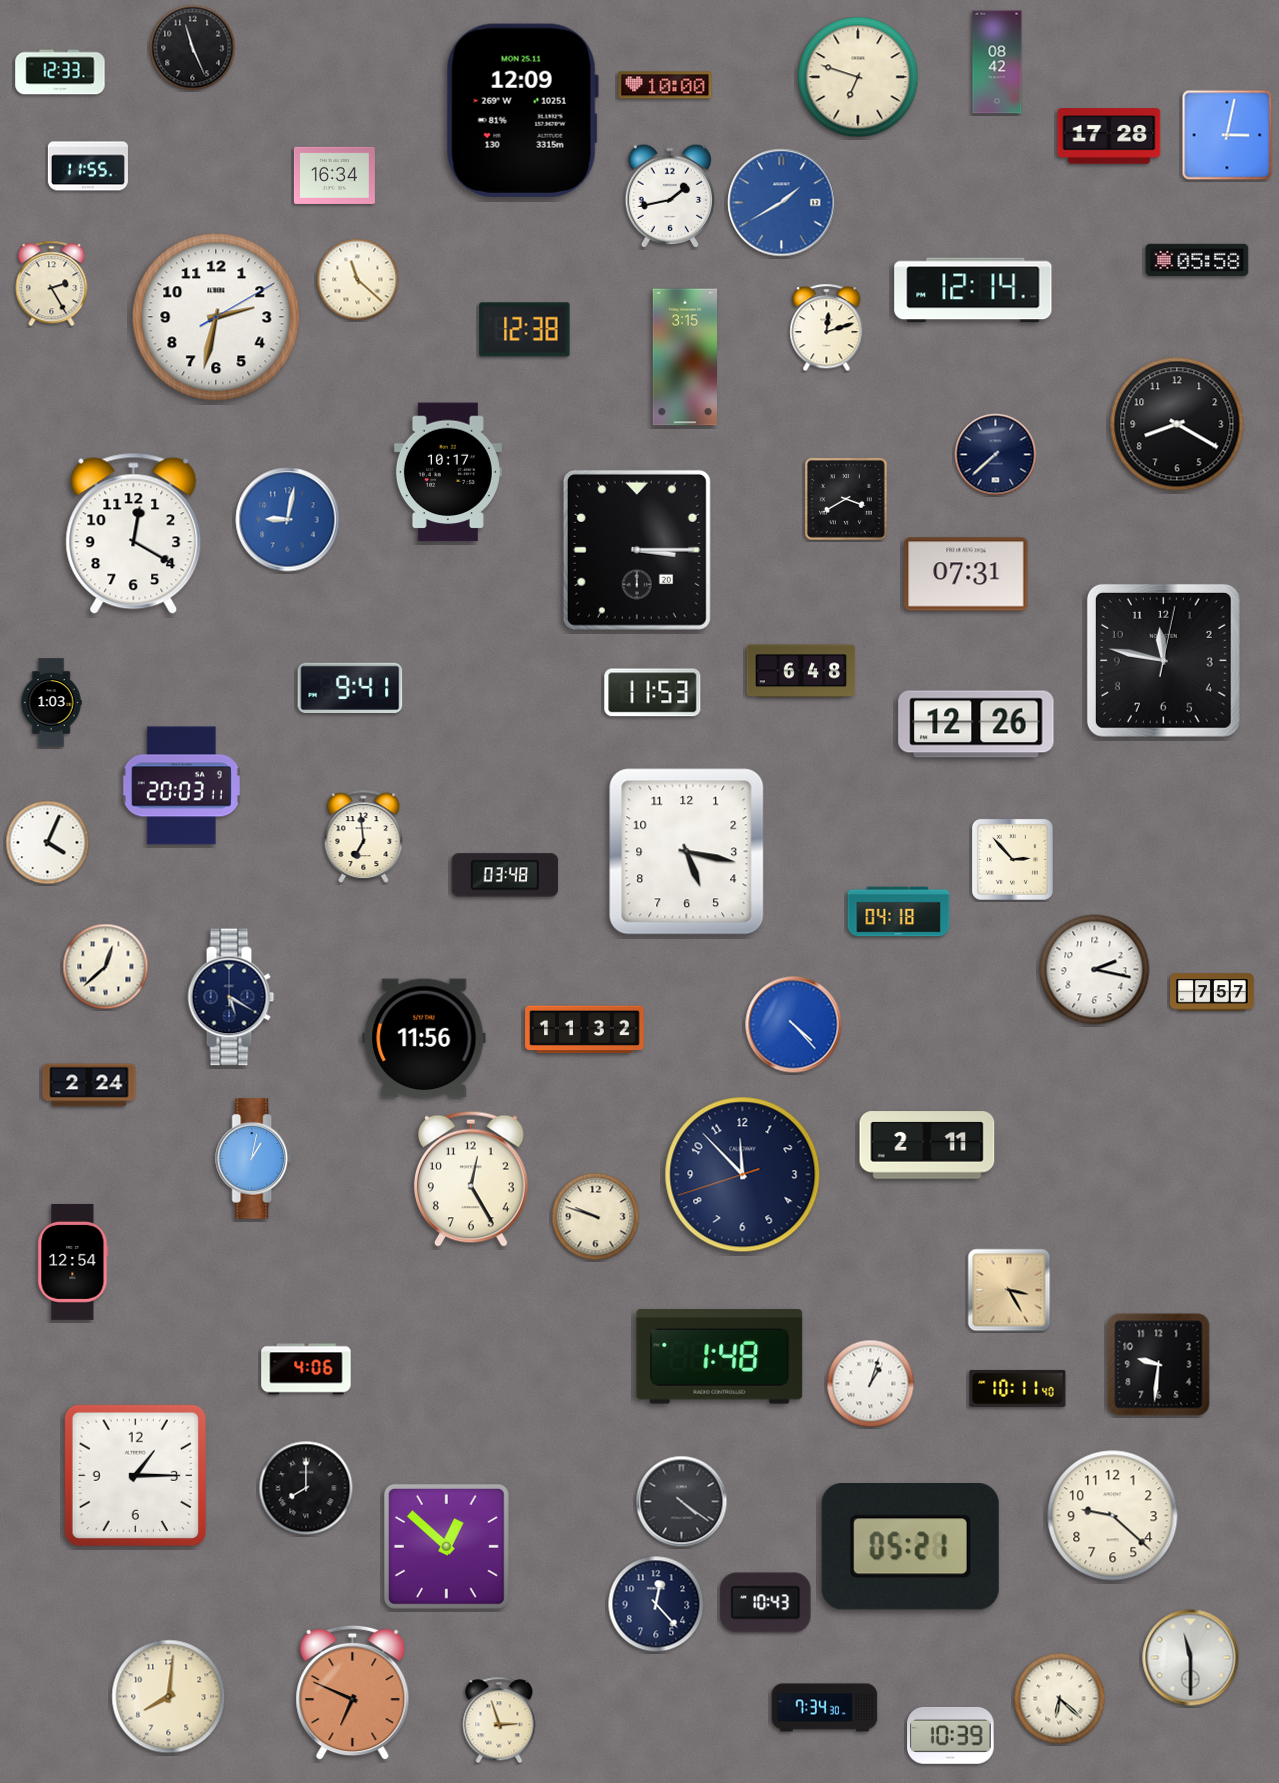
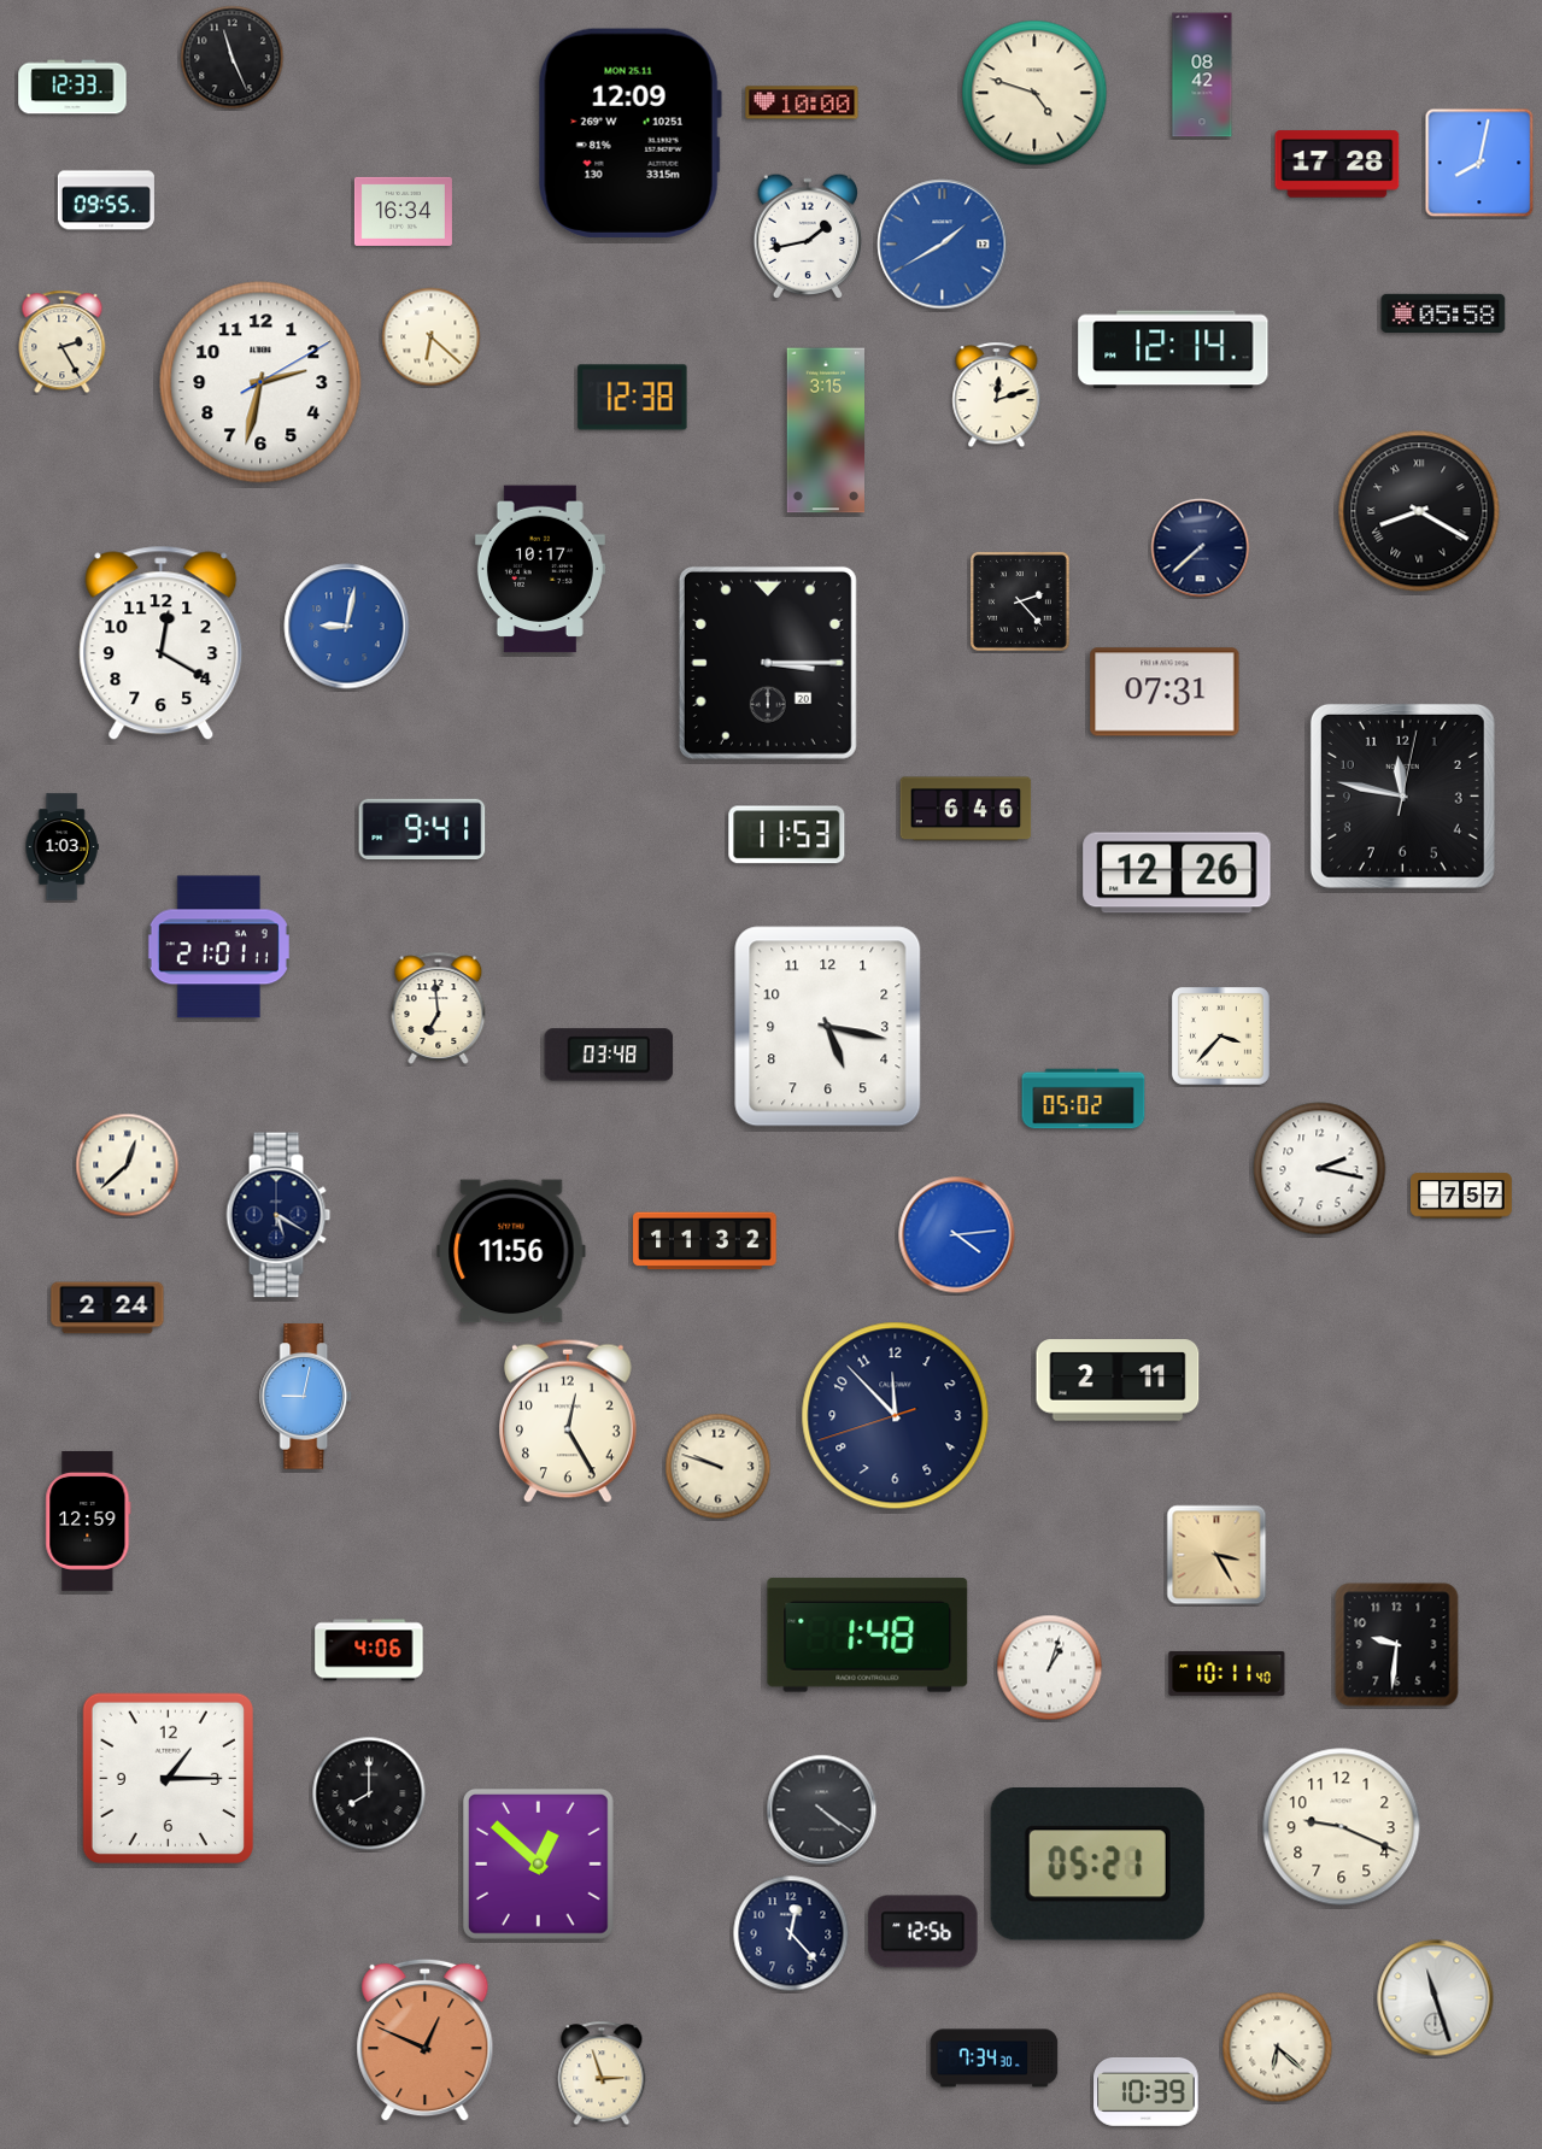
clock at (858, 77): 6:48 -> 4:48
clock at (1227, 135): 3:02 -> 8:02
clock at (88, 166): 11:55 -> 09:55
clock at (358, 280): 11:22 -> 6:22
clock at (1177, 424) numerals: Arabic -> Roman
clock at (846, 499): 3:40 -> 2:23
clock at (801, 671): 6:48 -> 6:46
clock at (181, 786): 20:03 -> 21:01
clock at (48, 843): 4:04 -> none
clock at (1012, 859): 2:53 -> 3:37
clock at (899, 912): 04:18 -> 05:02
clock at (231, 997) position: (231, 997) -> (279, 1215)
clock at (794, 1025): 4:23 -> 4:14
clock at (254, 1159): 1:02 -> 9:02
clock at (73, 1262): 12:54 -> 12:59
clock at (135, 1475) position: (135, 1475) -> (168, 1778)
clock at (1113, 1516): 9:22 -> 9:19
clock at (766, 1603): 10:43 -> 12:56
clock at (1191, 1658): 11:30 -> 11:27
clock at (353, 1693): 6:49 -> 12:49
clock at (169, 1697): 8:01 -> none
